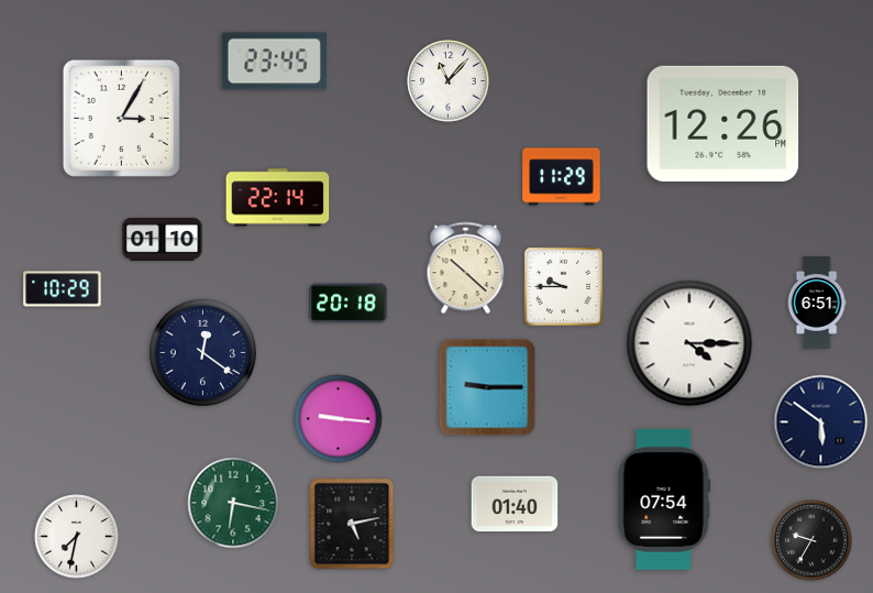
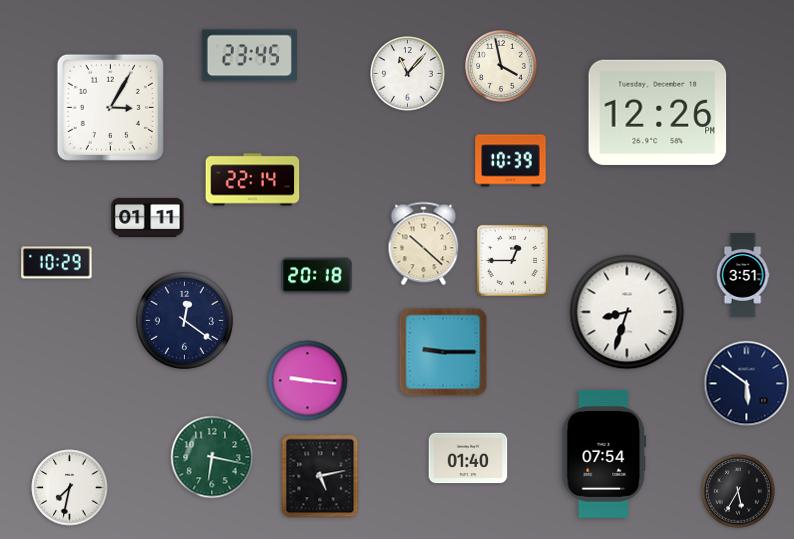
clock at (502, 67): none -> 3:58
clock at (562, 177): 11:29 -> 10:39
clock at (163, 239): 01:10 -> 01:11
clock at (563, 286): 9:45 -> 12:45
clock at (817, 303): 6:51 -> 3:51
clock at (689, 343): 4:15 -> 8:33
clock at (811, 540): 9:35 -> 5:35
